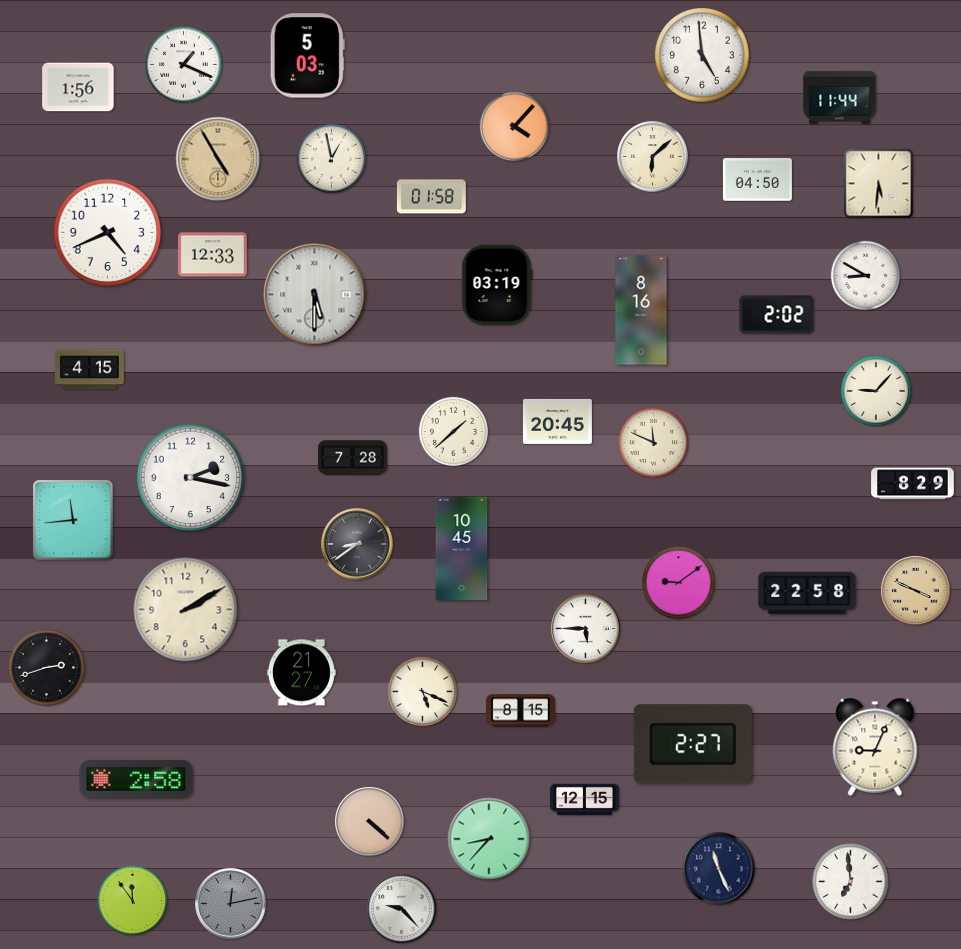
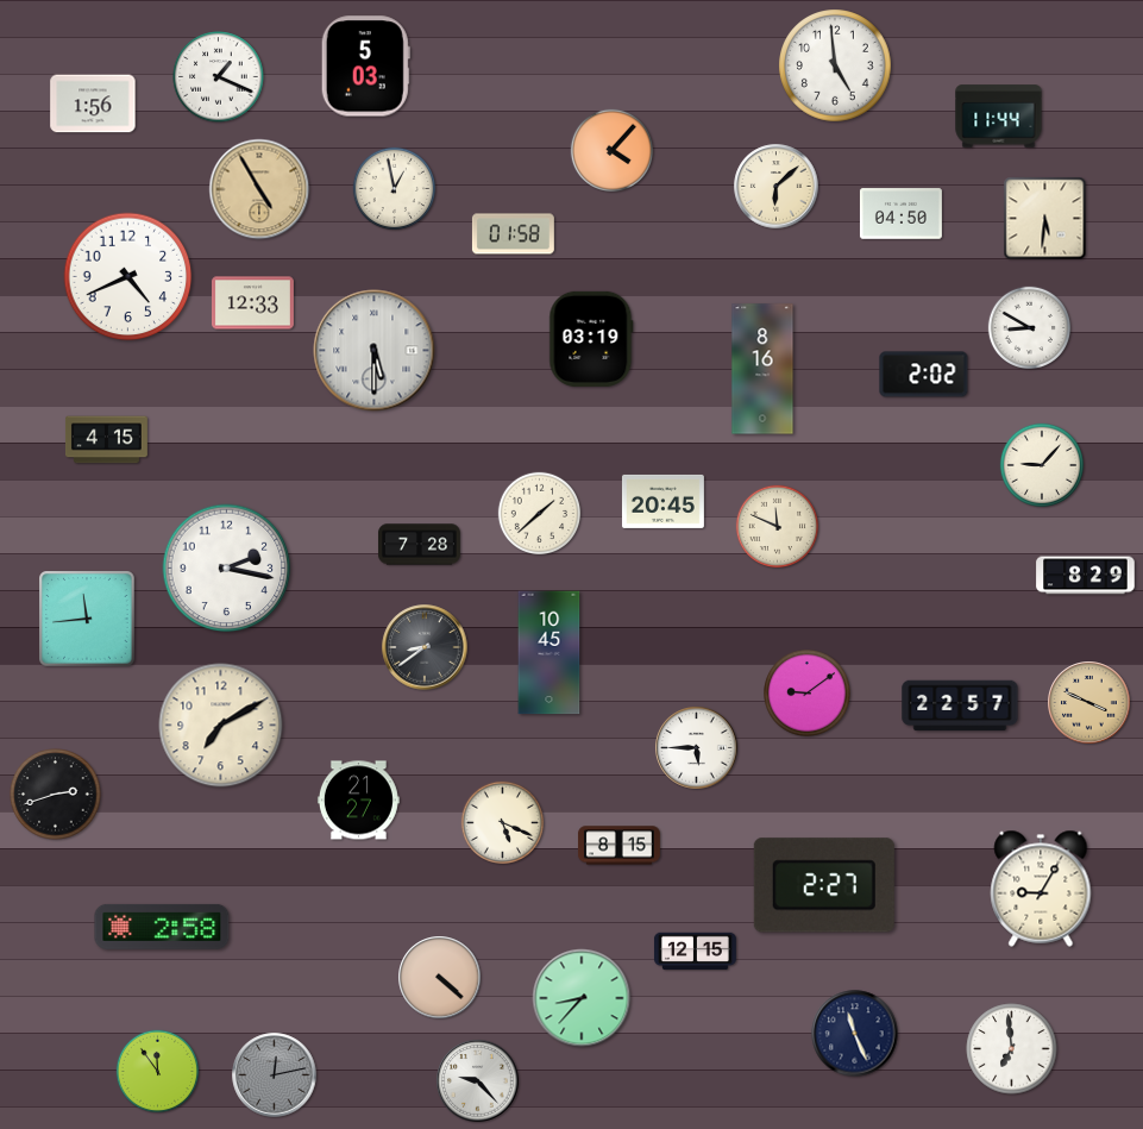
clock at (807, 593): 22:58 -> 22:57
clock at (186, 610): 2:10 -> 7:10
clock at (875, 747): 9:04 -> 9:05
